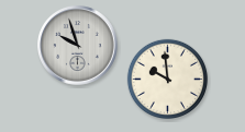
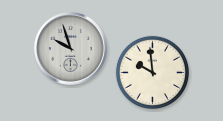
clock at (78, 46) position: (78, 46) -> (71, 49)
